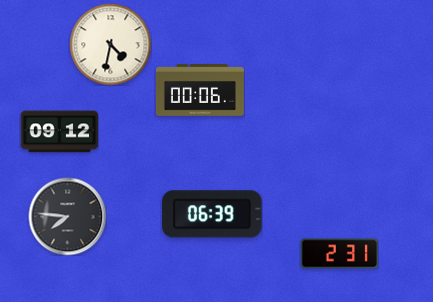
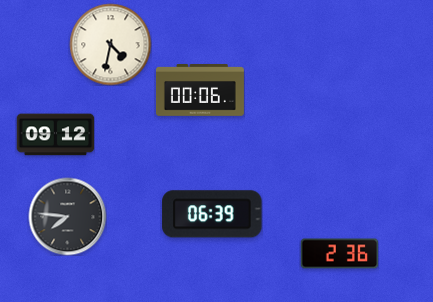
clock at (59, 132) position: (59, 132) -> (55, 135)
clock at (339, 254): 2:31 -> 2:36
